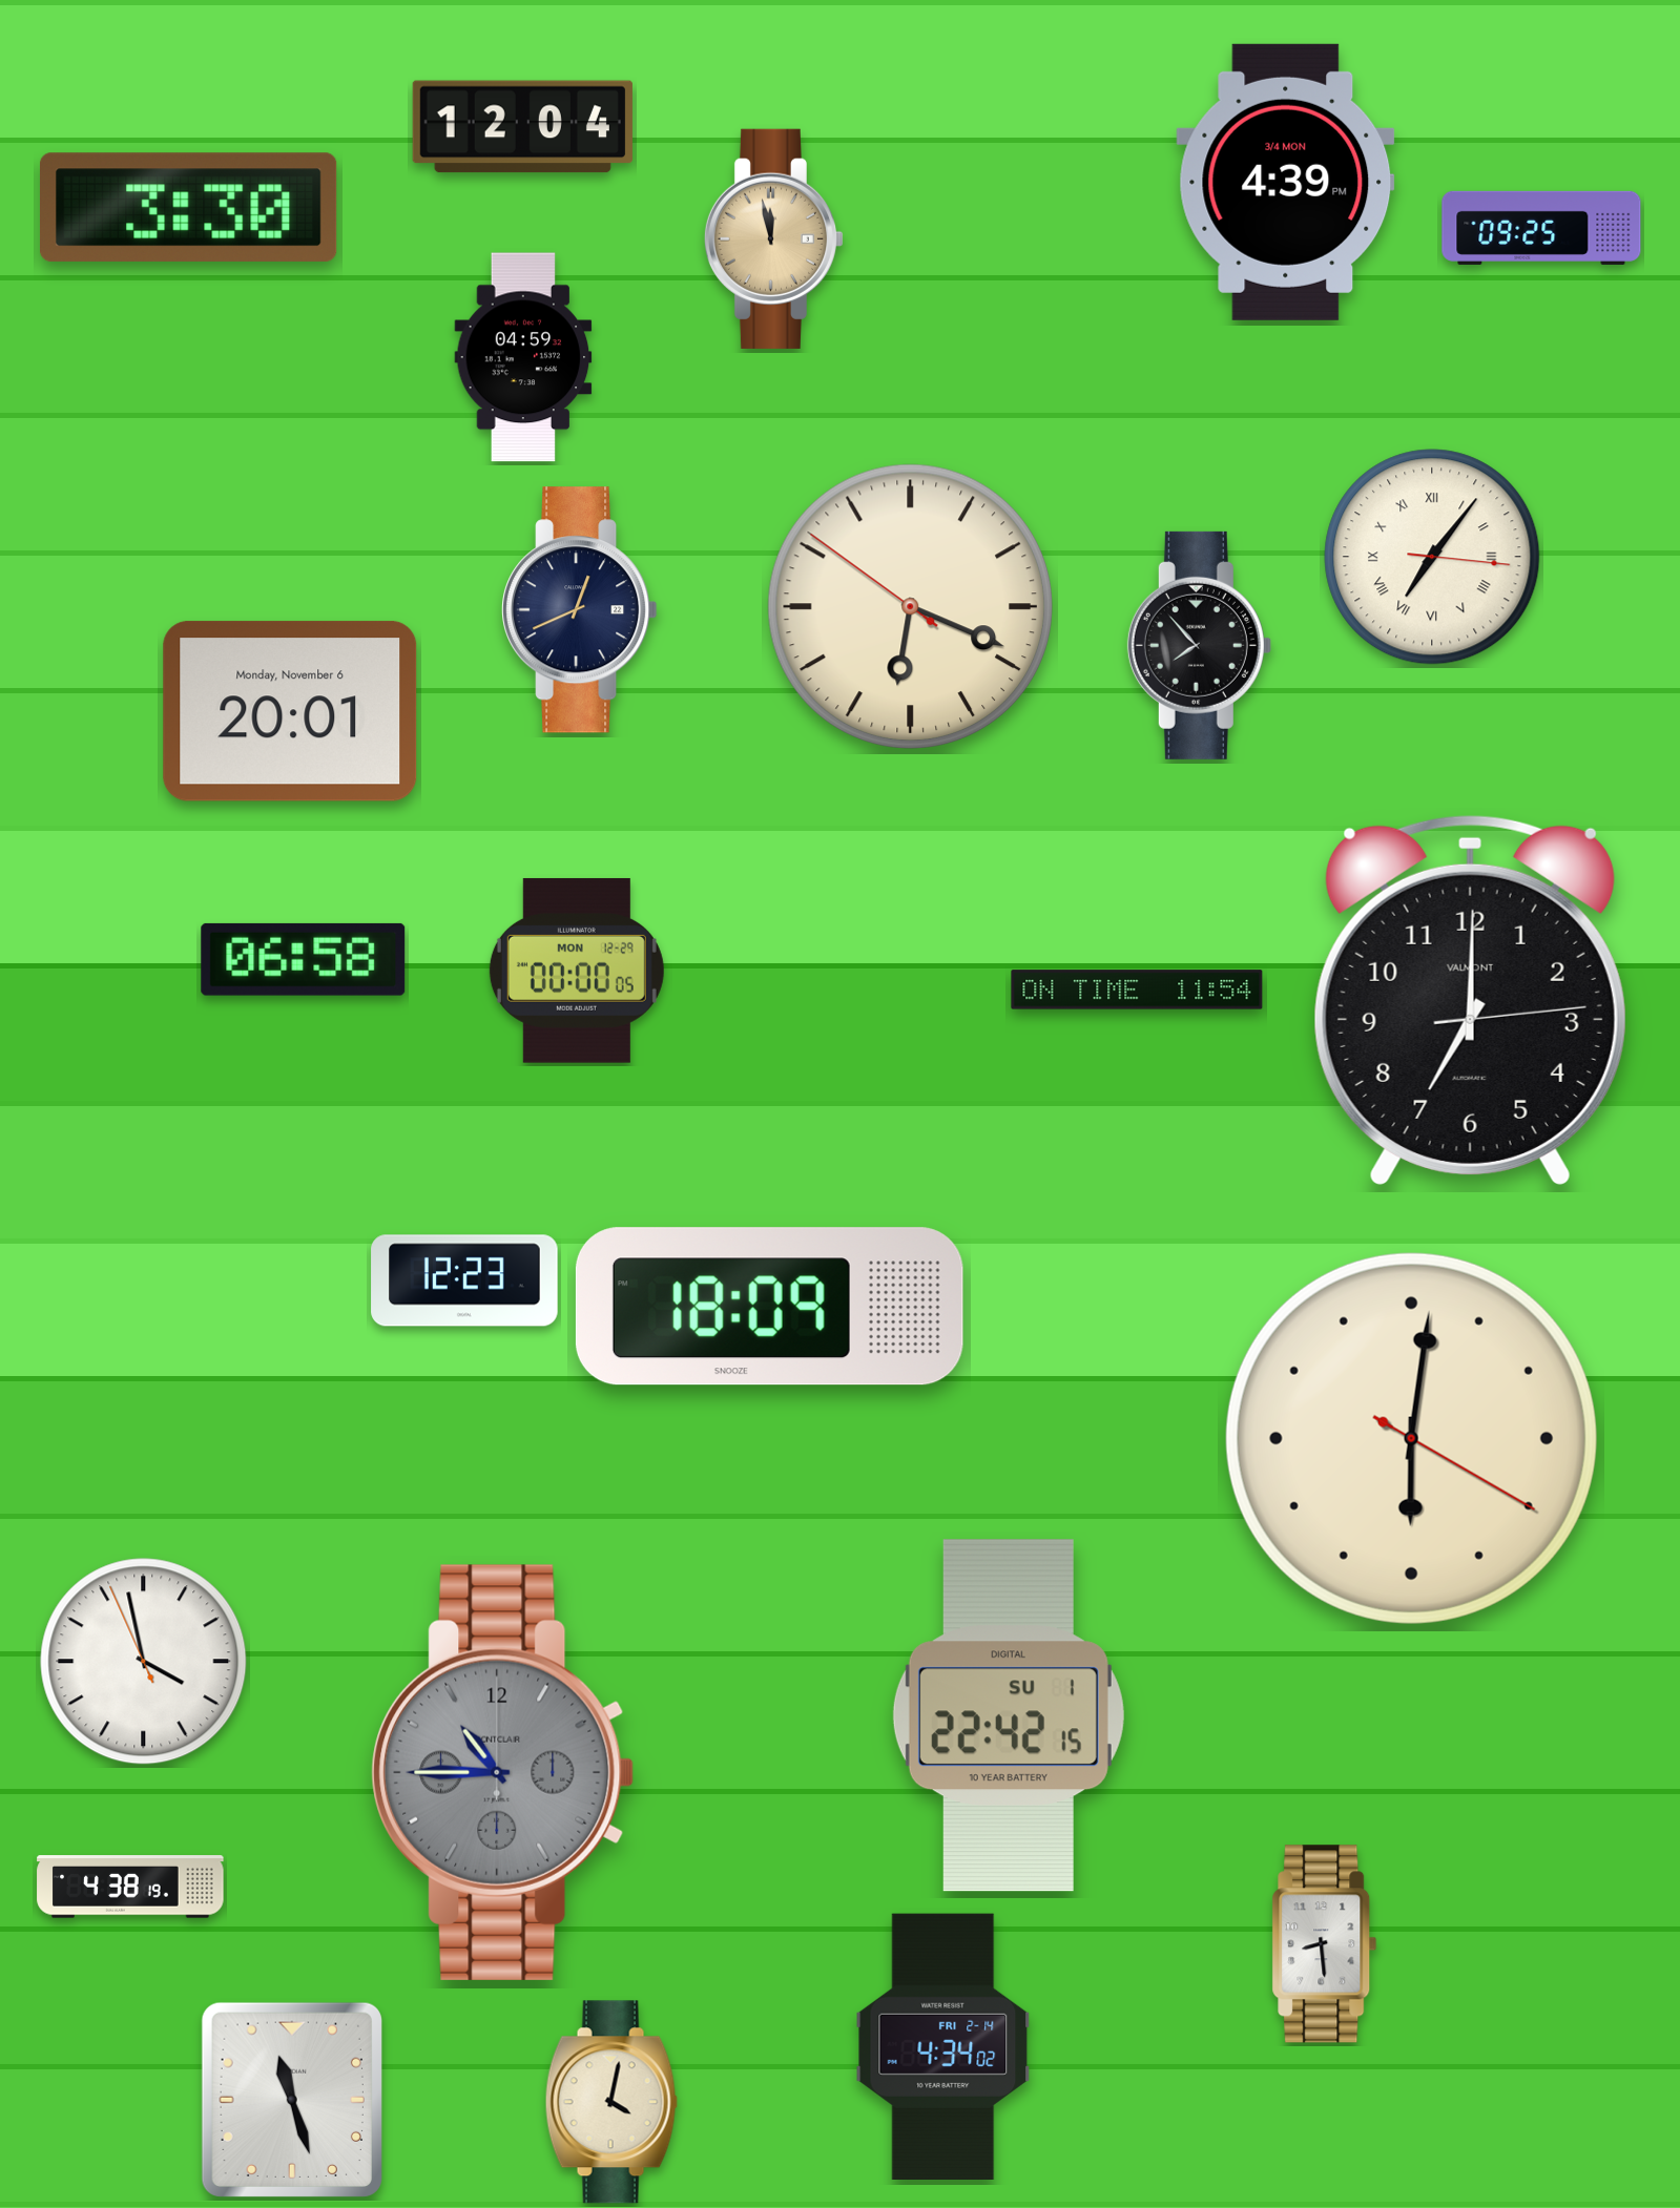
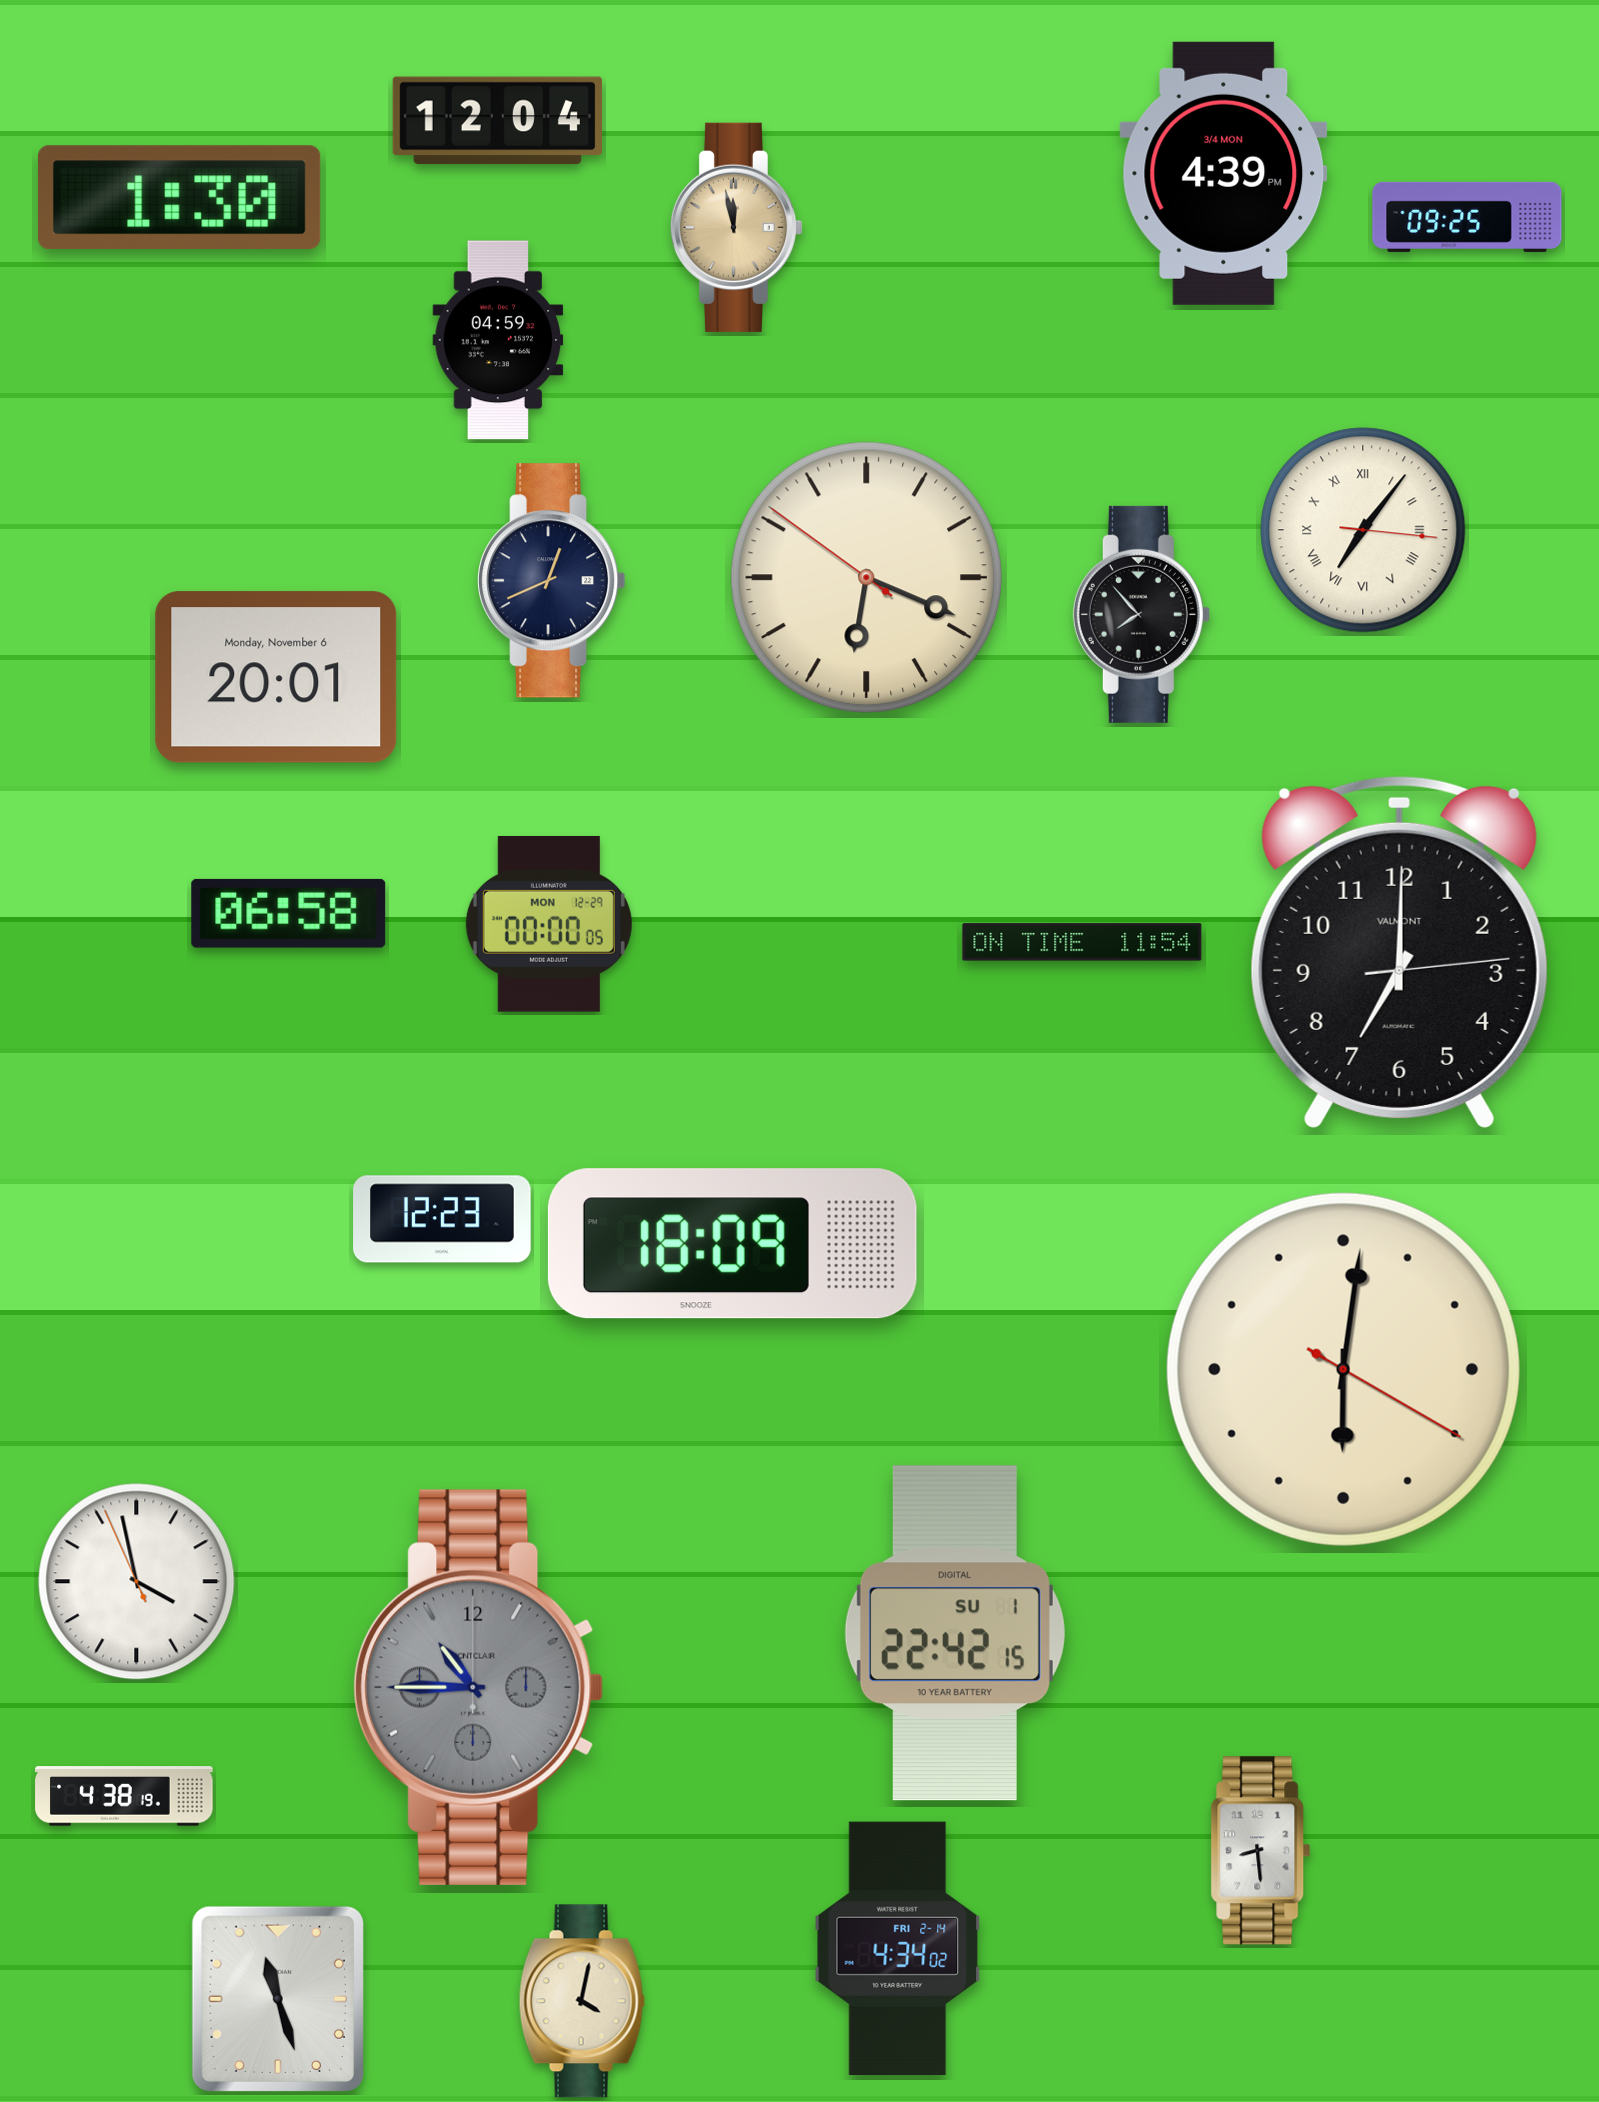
clock at (189, 207): 3:30 -> 1:30
clock at (1009, 1715) position: (1009, 1715) -> (955, 1633)
